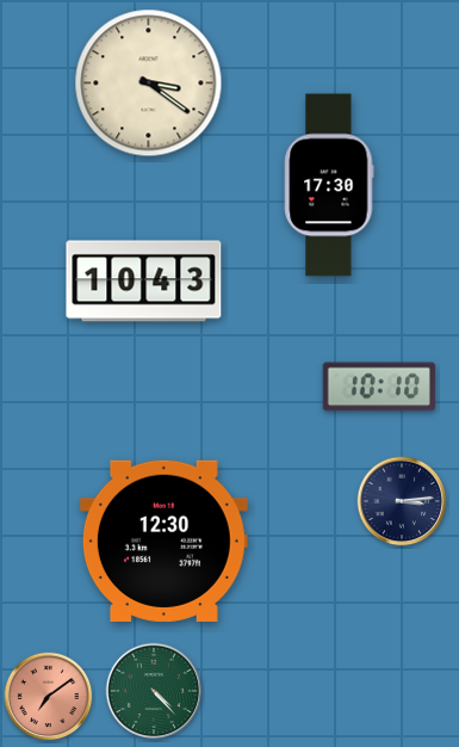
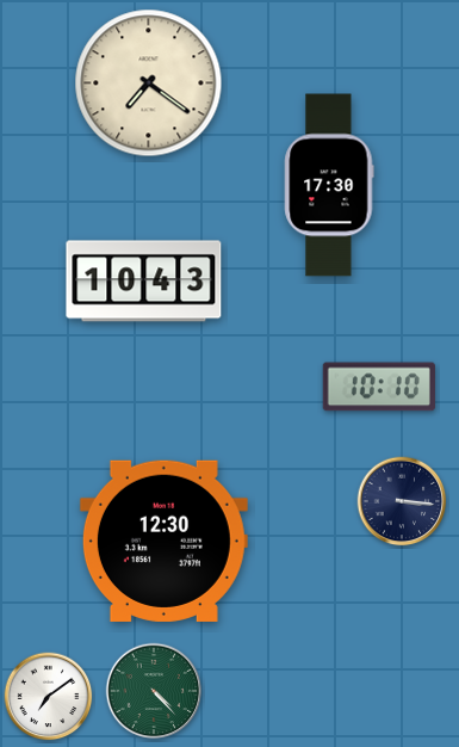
clock at (149, 84): 3:21 -> 7:21
clock at (402, 501): 3:14 -> 3:16
clock at (49, 697) dial: salmon -> white
